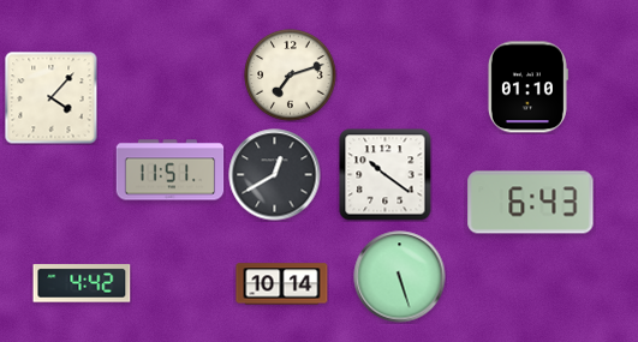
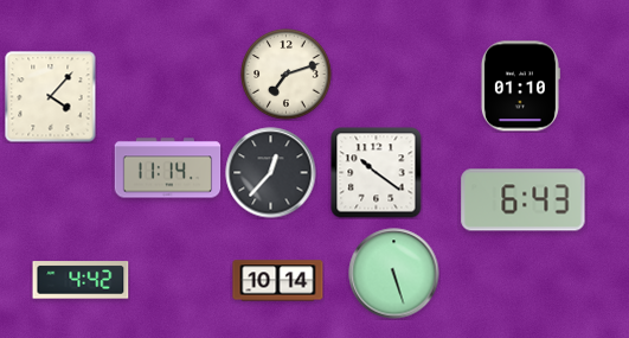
clock at (171, 170): 11:51 -> 11:14
clock at (275, 175): 12:40 -> 12:37
clock at (386, 175) position: (386, 175) -> (377, 173)
